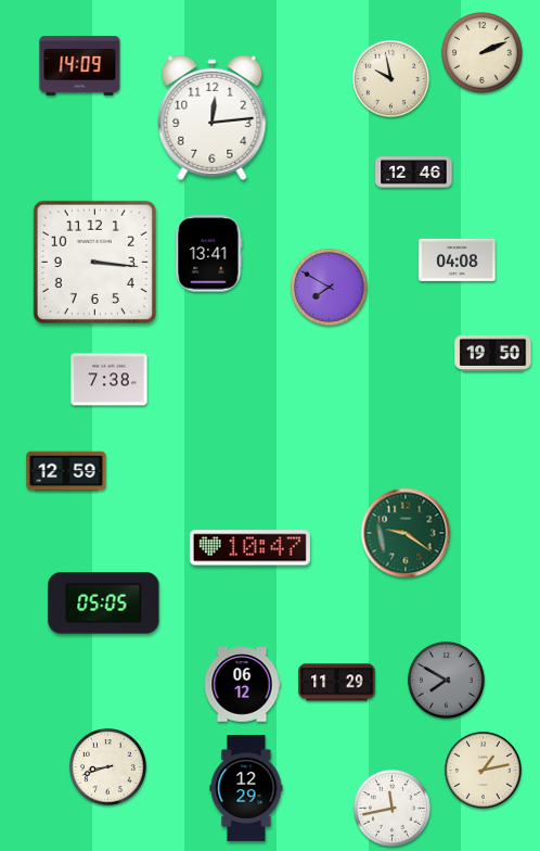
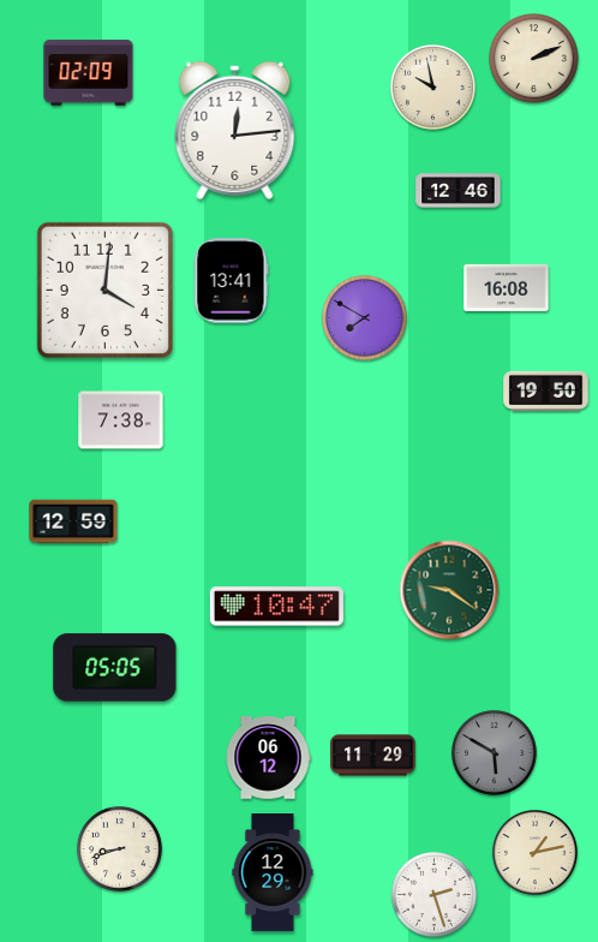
clock at (80, 66): 14:09 -> 02:09
clock at (458, 259): 04:08 -> 16:08
clock at (94, 262): 3:16 -> 4:01
clock at (446, 679): 7:50 -> 5:50
clock at (391, 808): 11:43 -> 2:27
